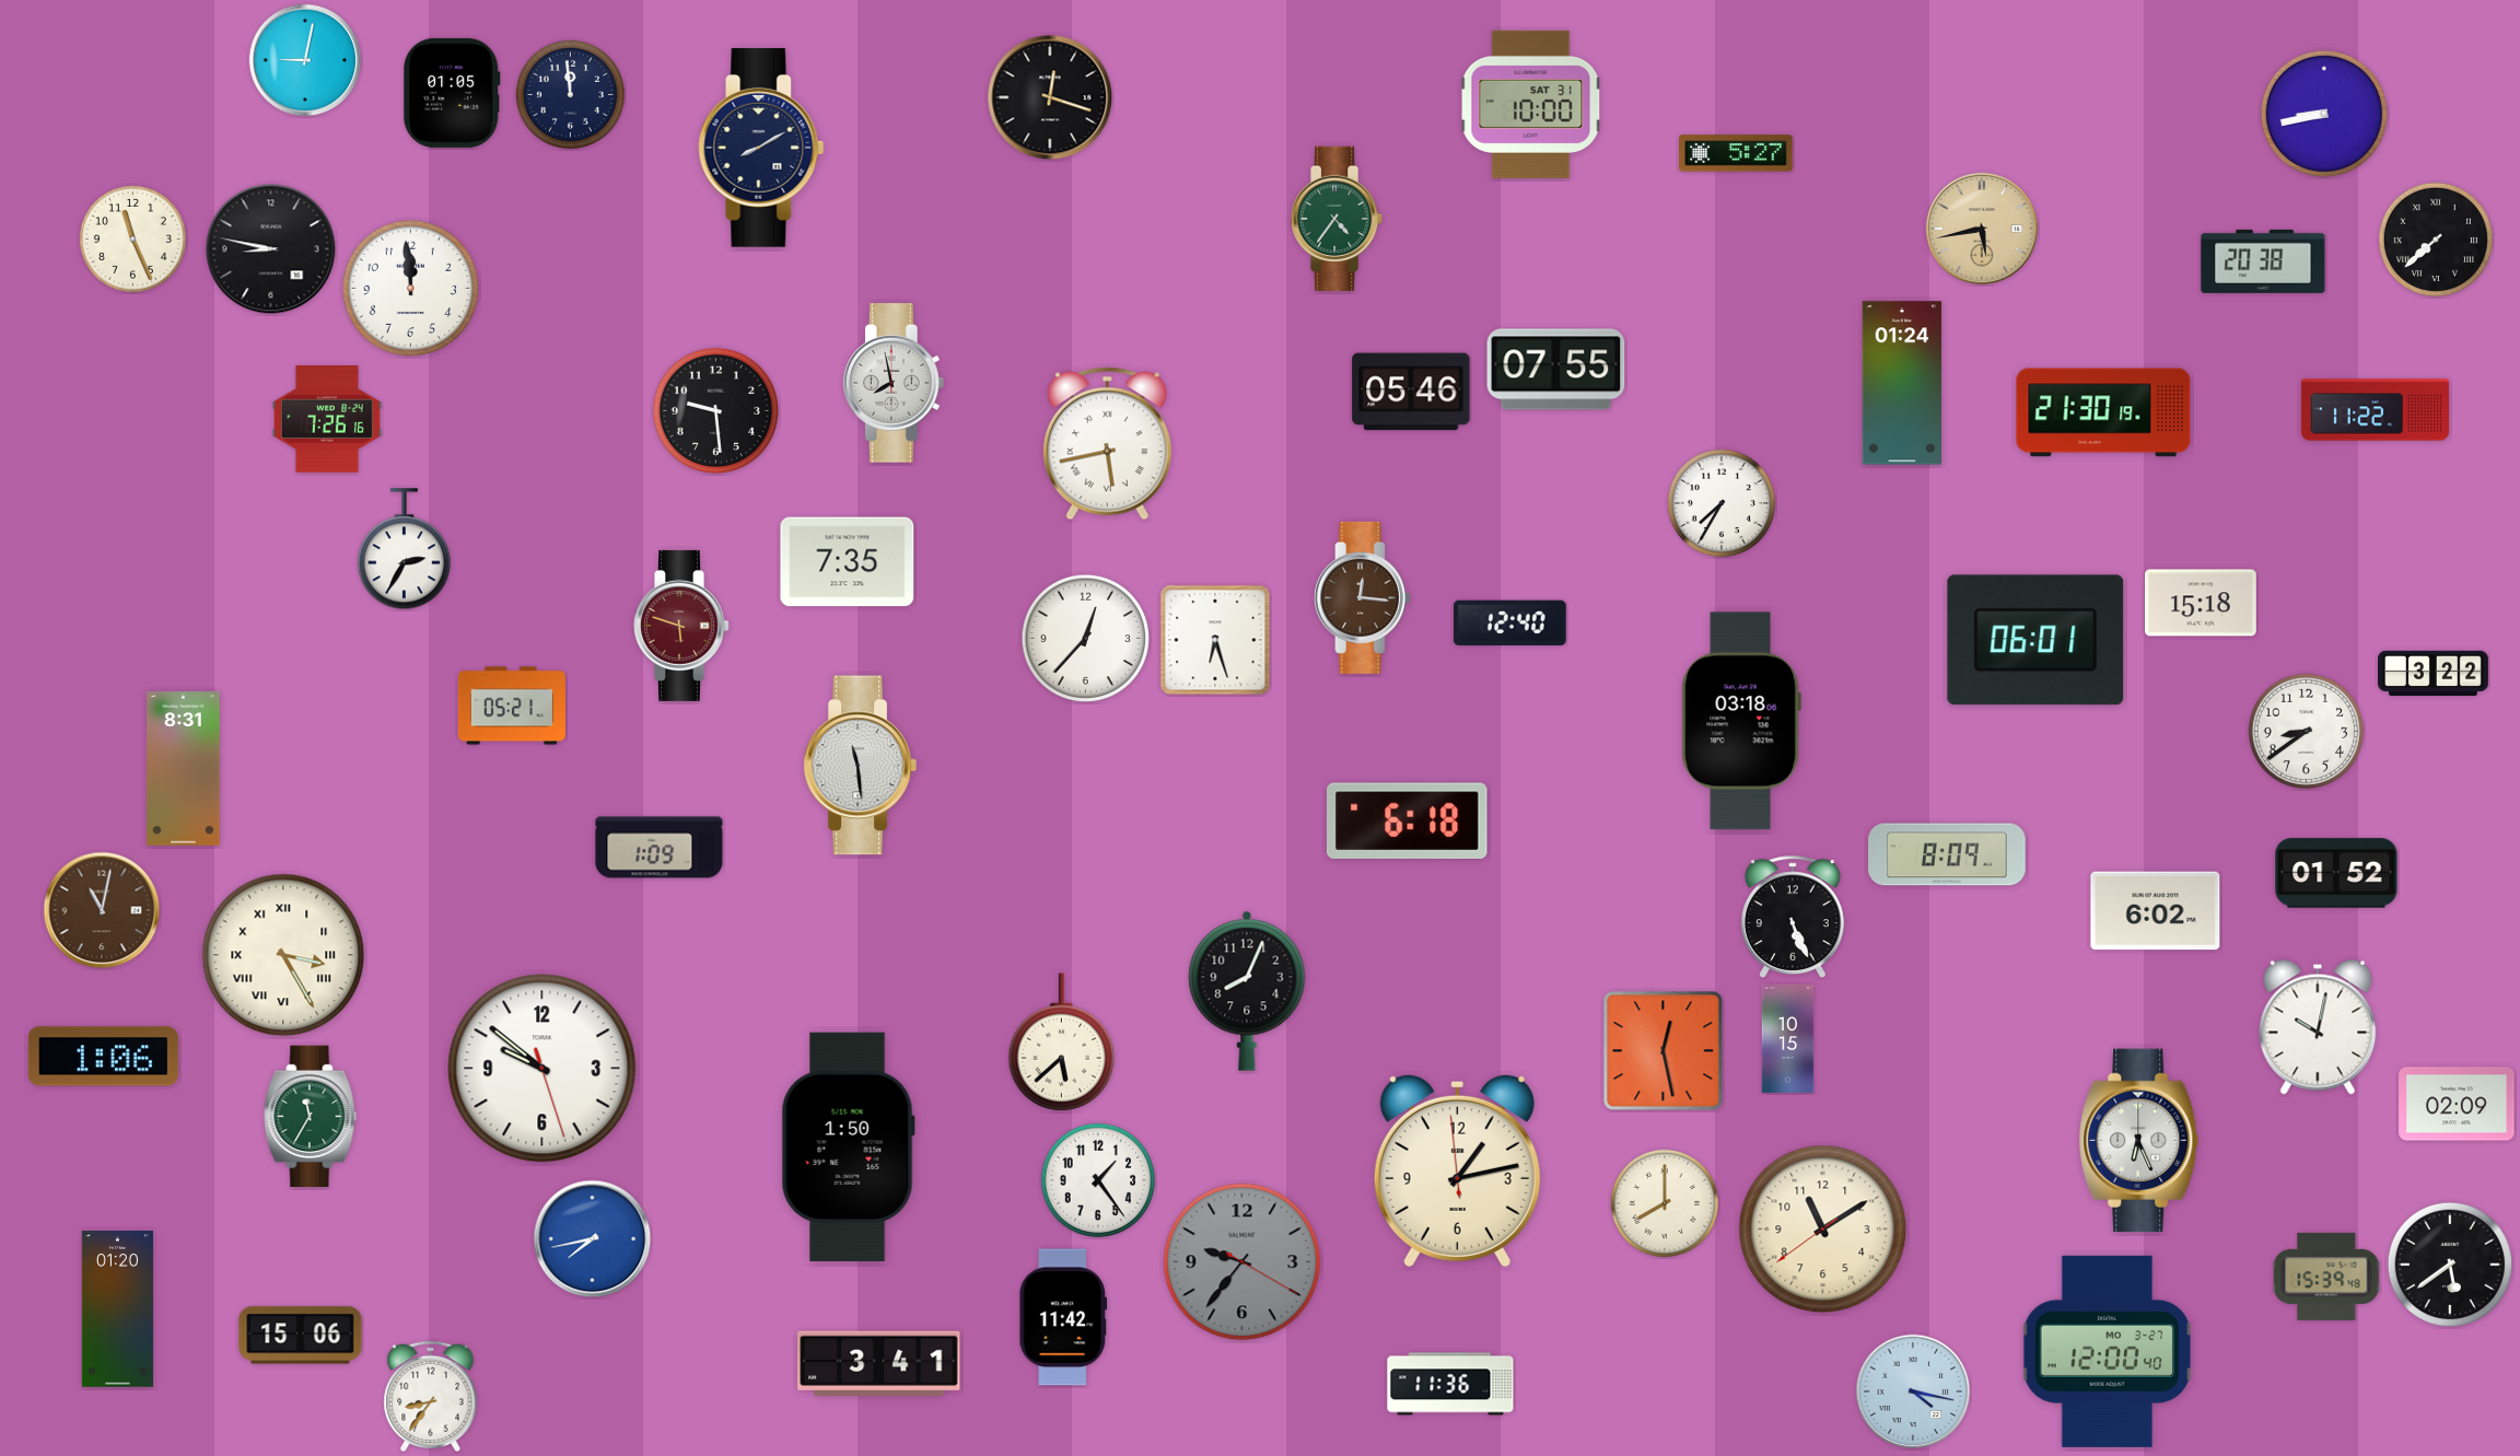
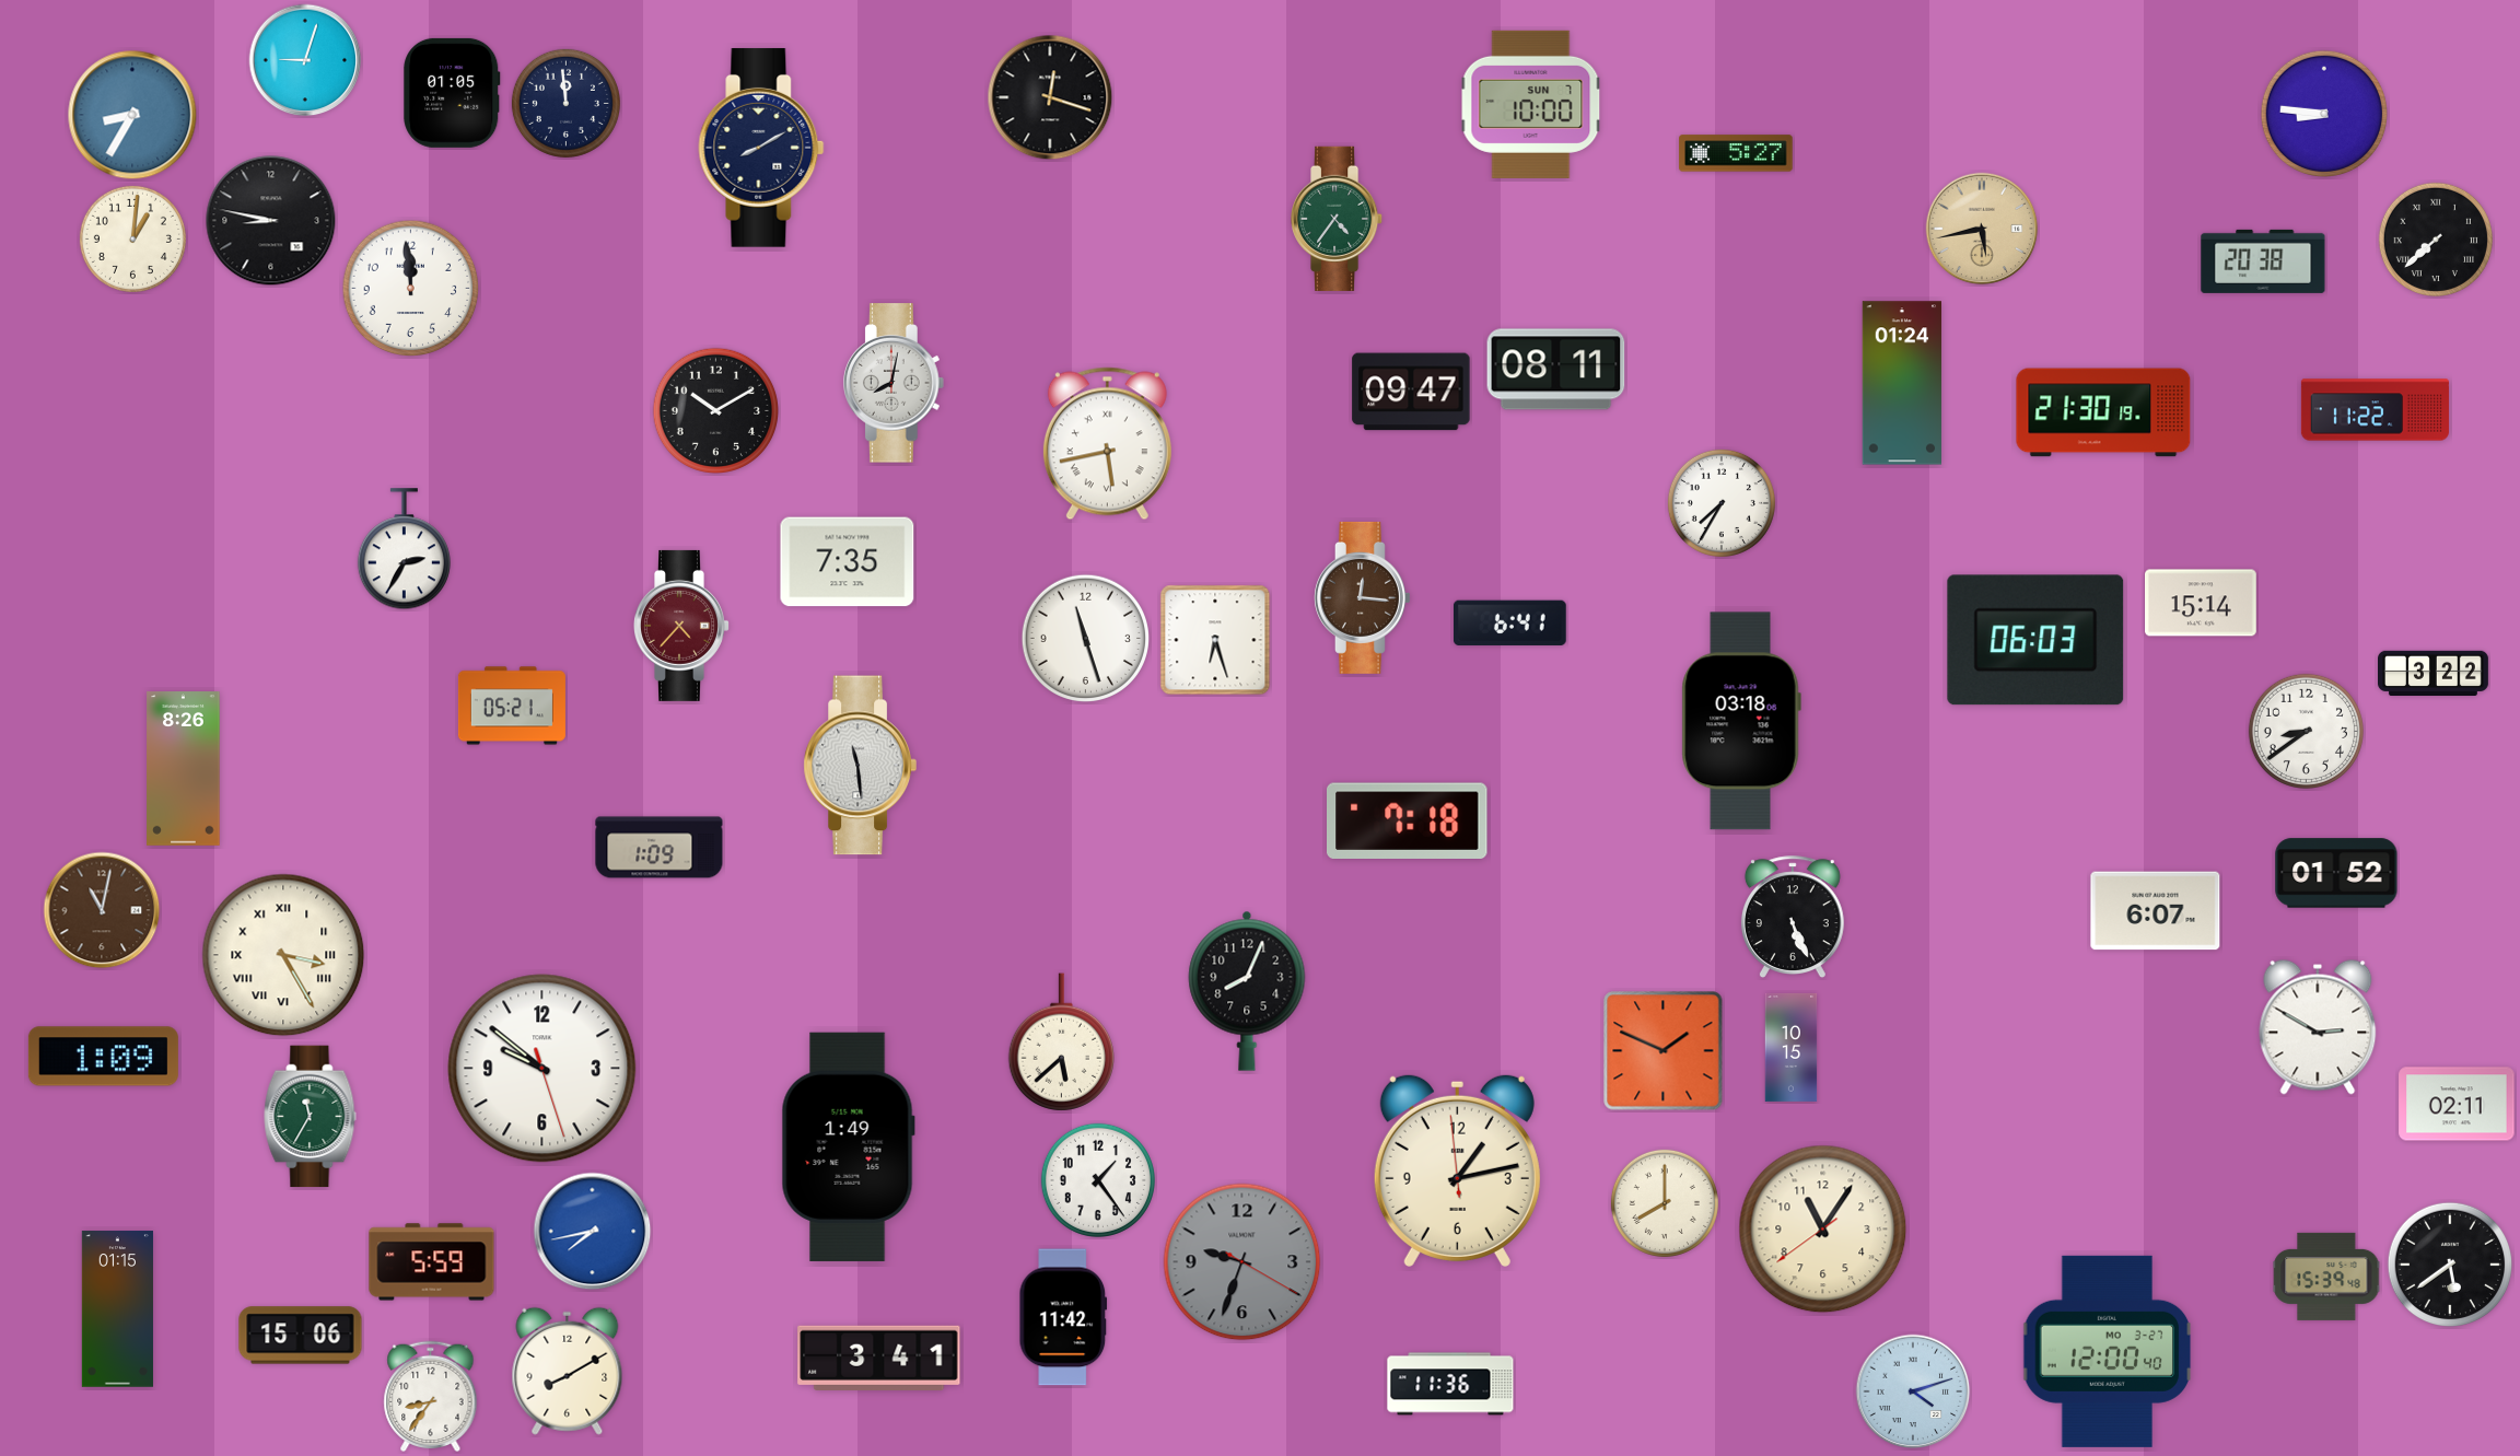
clock at (305, 60): 9:02 -> 9:03
clock at (570, 94) position: (570, 94) -> (565, 103)
clock at (1531, 104) date: SAT 31 -> SUN 7
clock at (2323, 113): 8:43 -> 8:46
clock at (132, 115): none -> 8:35
clock at (132, 238): 11:26 -> 1:01
clock at (271, 249) position: (271, 249) -> (271, 221)
clock at (1556, 370): 07:55 -> 08:11
clock at (895, 383): 7:58 -> 8:02
clock at (1411, 392): 05:46 -> 09:47
clock at (715, 410): 9:29 -> 10:10
clock at (327, 420): 7:26 -> none
clock at (2202, 603): 15:18 -> 15:14
clock at (1509, 622): 12:40 -> 6:41
clock at (682, 626): 5:48 -> 4:37
clock at (1086, 638): 12:37 -> 11:27
clock at (2035, 640): 06:01 -> 06:03
clock at (184, 769): 8:31 -> 8:26
clock at (1408, 820): 6:18 -> 7:18
clock at (1947, 854): 8:09 -> none
clock at (2156, 911): 6:02 -> 6:07
clock at (2318, 1027): 10:02 -> 2:50
clock at (1788, 1038) position: (1788, 1038) -> (1792, 1047)
clock at (1664, 1051): 12:28 -> 1:49
clock at (103, 1057): 1:06 -> 1:09
clock at (2457, 1104): 02:09 -> 02:11
clock at (2139, 1141): 6:26 -> none
clock at (848, 1146): 1:50 -> 1:49
clock at (1823, 1230): 11:09 -> 11:05
clock at (593, 1239) position: (593, 1239) -> (593, 1232)
clock at (432, 1262): none -> 5:59
clock at (1242, 1262): 9:36 -> 9:33
clock at (117, 1309): 01:20 -> 01:15
clock at (879, 1363) position: (879, 1363) -> (879, 1358)
clock at (568, 1371): none -> 8:10
clock at (1913, 1391): 4:17 -> 4:12
